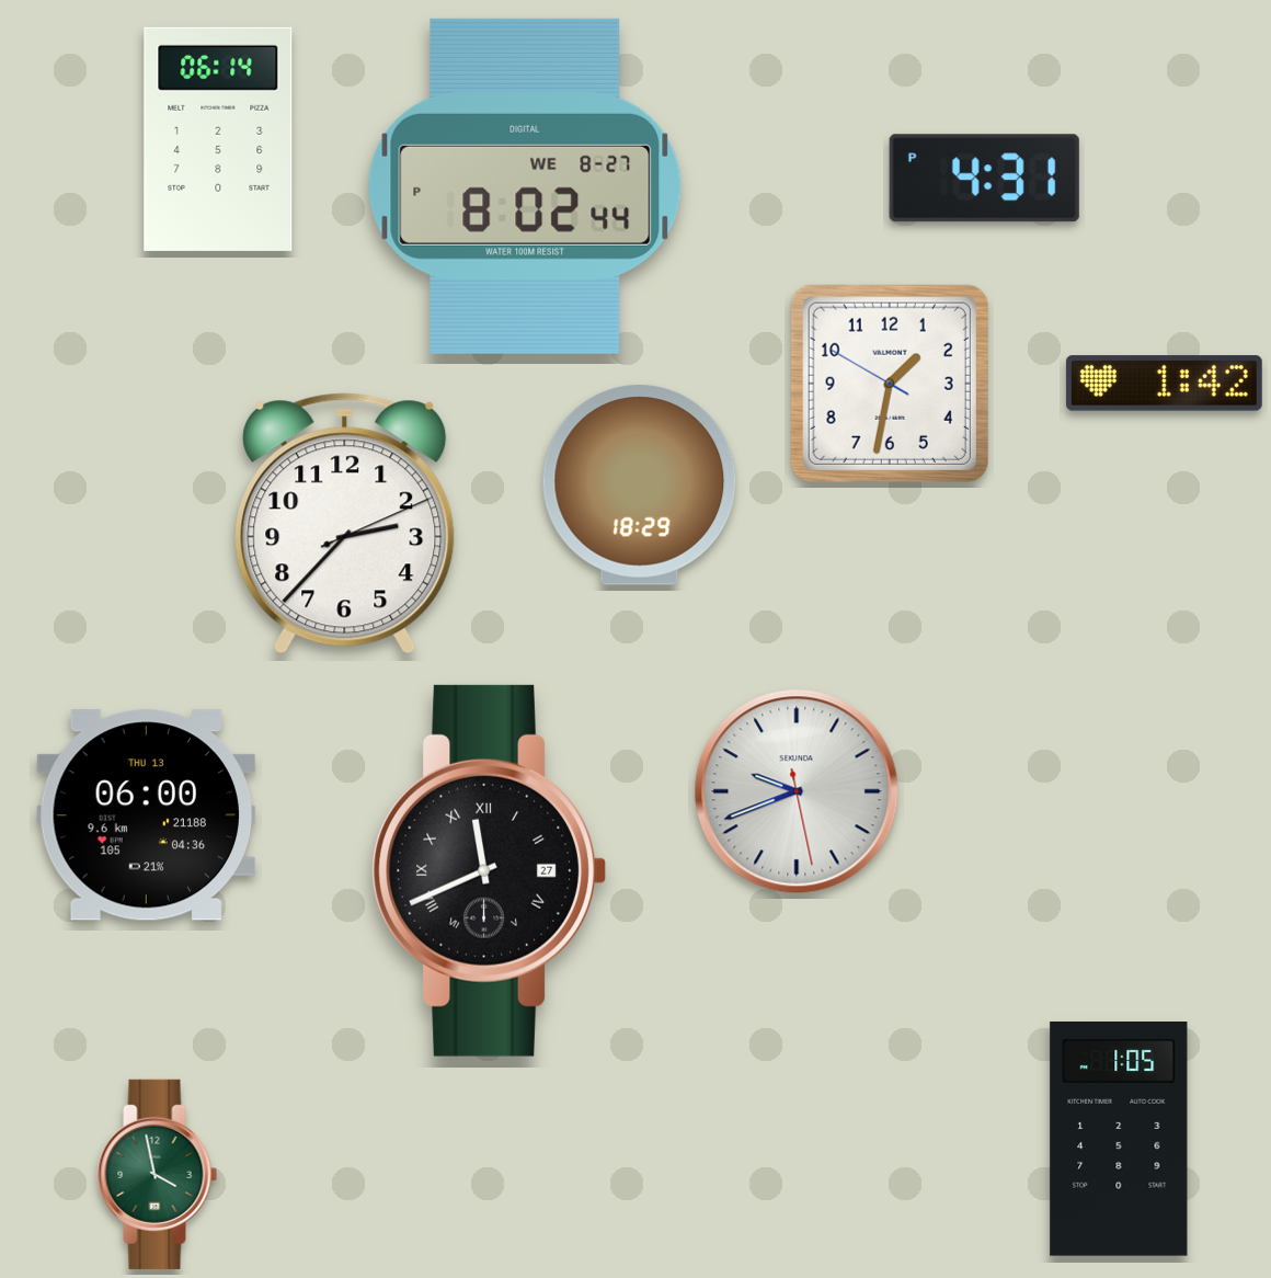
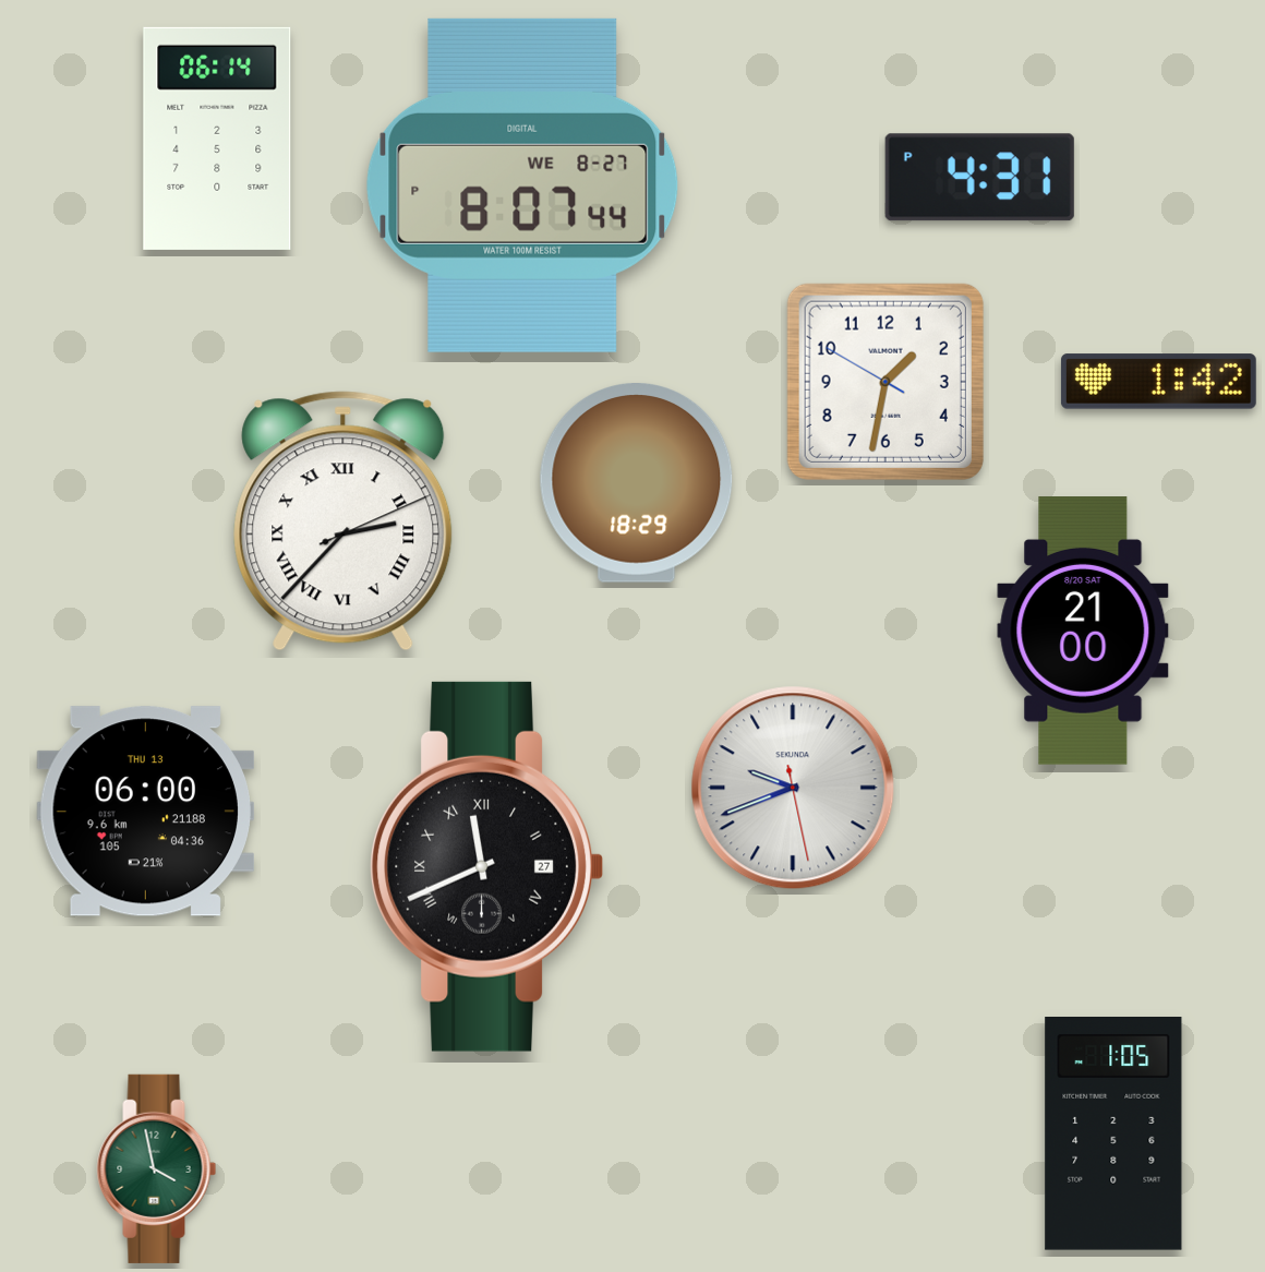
clock at (525, 186): 8:02 -> 8:07
clock at (345, 524) numerals: Arabic -> Roman
clock at (1083, 631): none -> 21:00
